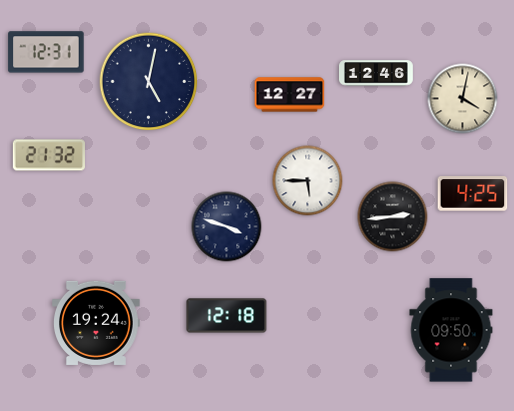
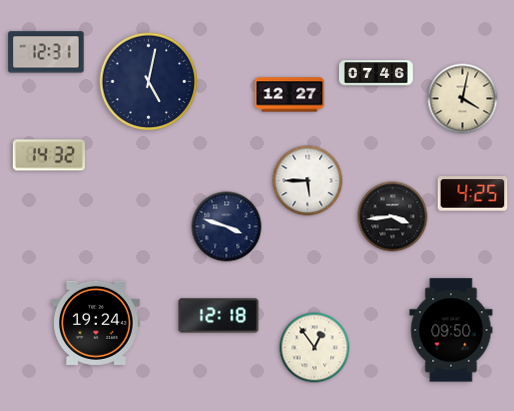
clock at (377, 73): 12:46 -> 07:46
clock at (49, 155): 21:32 -> 14:32
clock at (393, 217): 2:44 -> 3:44
clock at (227, 316) position: (227, 316) -> (219, 316)
clock at (315, 348): none -> 12:54
